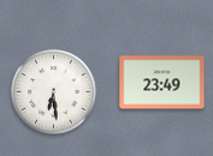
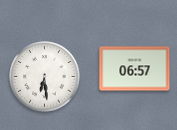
clock at (162, 83): 23:49 -> 06:57
